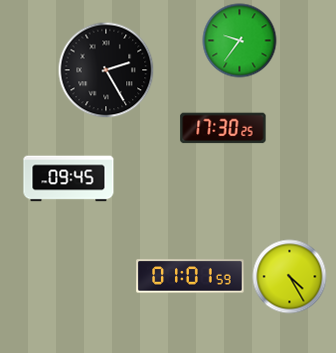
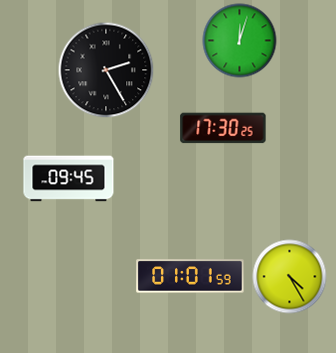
clock at (240, 41): 9:36 -> 12:03
